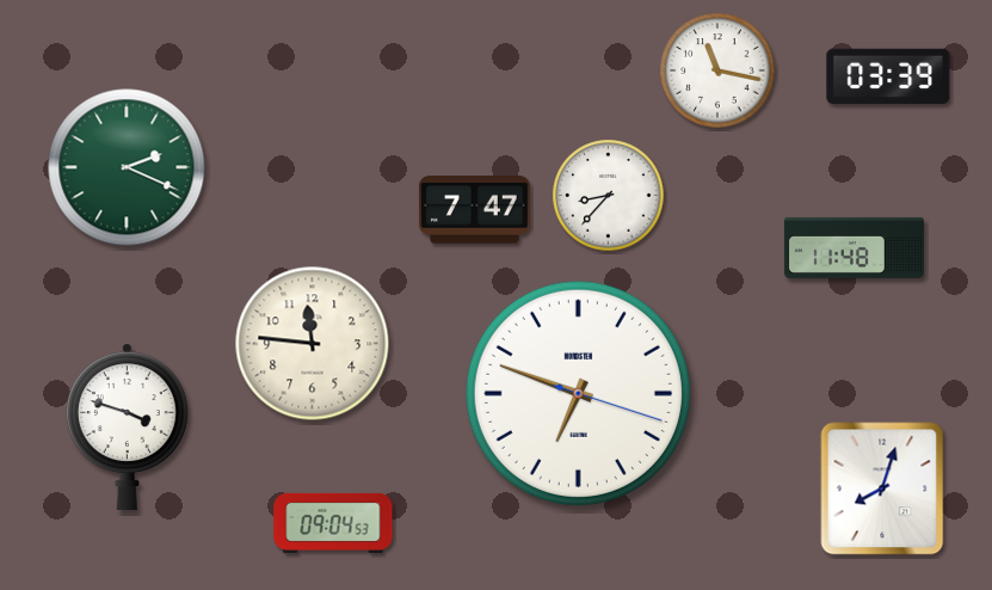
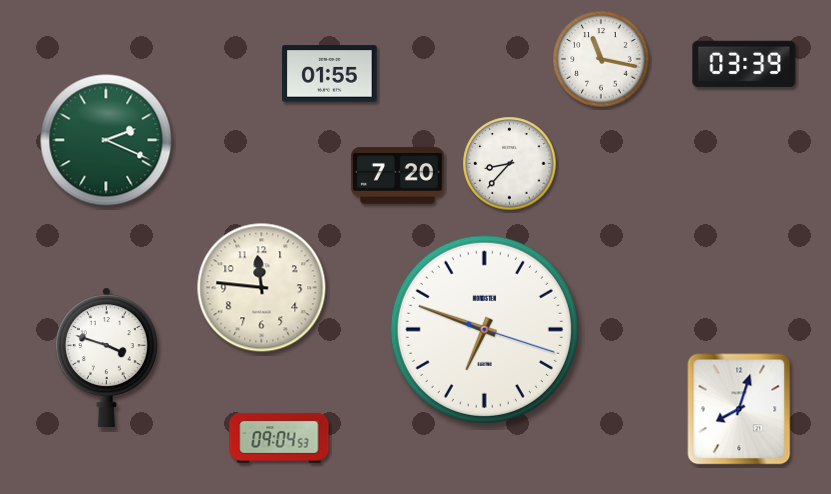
clock at (330, 74): none -> 01:55
clock at (474, 210): 7:47 -> 7:20
clock at (854, 247): 11:48 -> none
